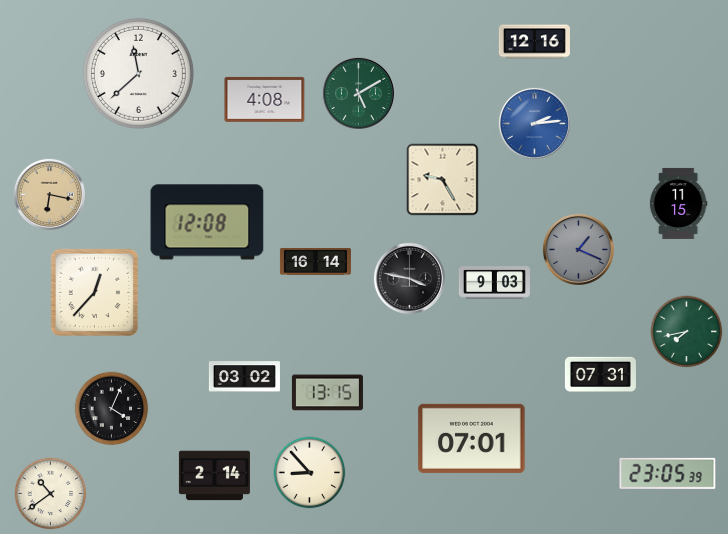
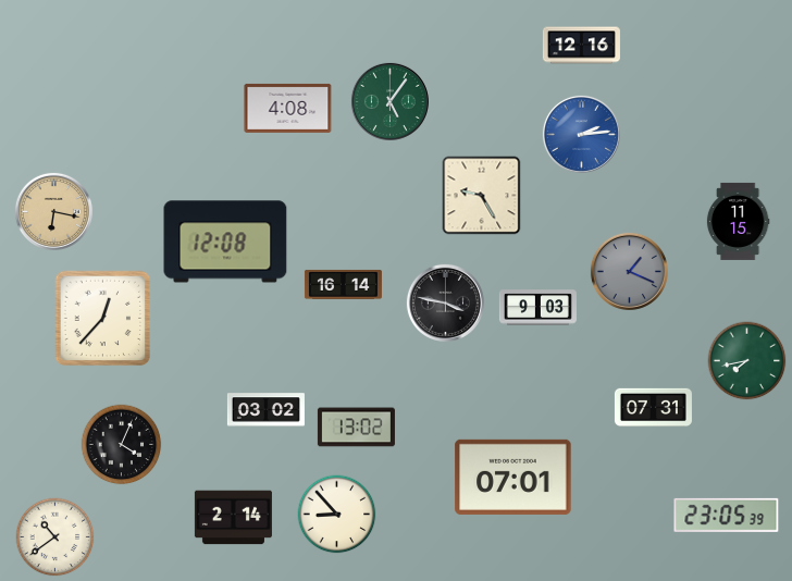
clock at (138, 73): 11:38 -> none
clock at (358, 93): 5:10 -> 5:06
clock at (327, 393): 13:15 -> 13:02
